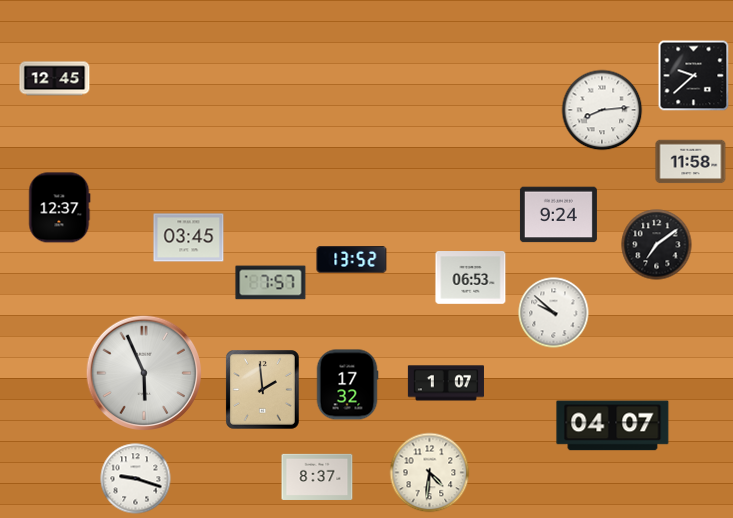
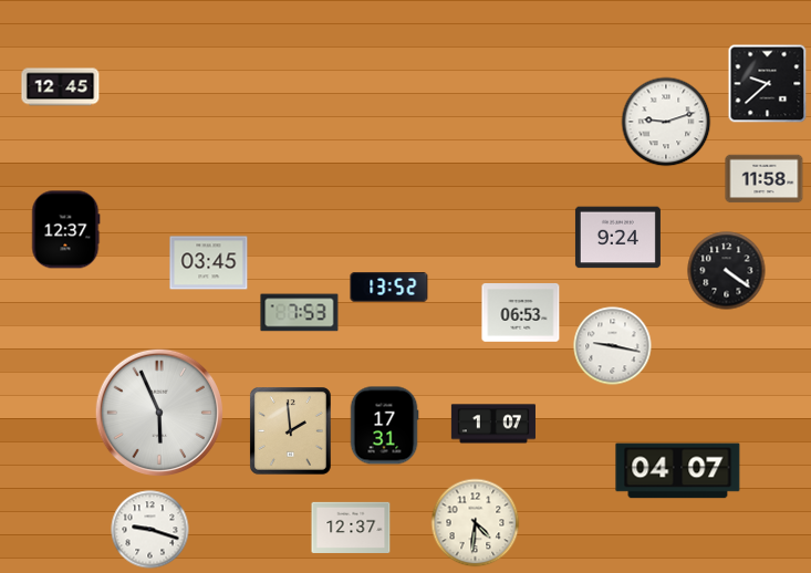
clock at (602, 110): 8:14 -> 9:12
clock at (657, 245): 7:09 -> 4:21
clock at (471, 278) position: (471, 278) -> (521, 313)
clock at (271, 283): 7:57 -> 7:53
clock at (554, 313): 9:52 -> 9:17
clock at (347, 385): 17:32 -> 17:31
clock at (317, 477): 8:37 -> 12:37
